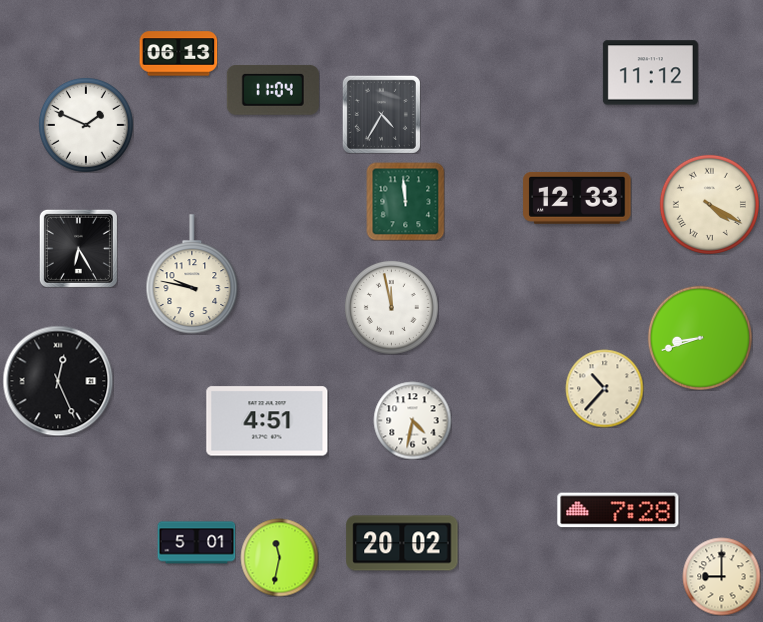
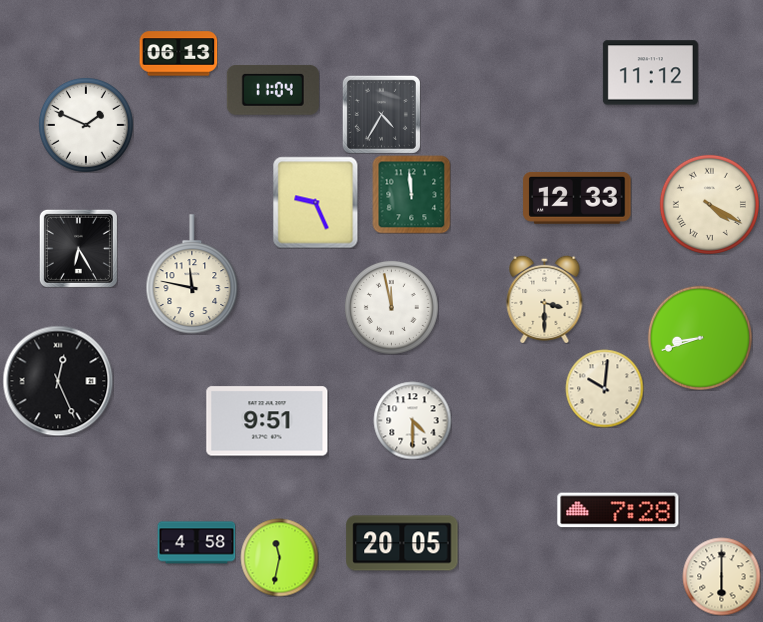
clock at (405, 201) position: (405, 201) -> (411, 194)
clock at (316, 202): none -> 9:26
clock at (192, 274): 9:47 -> 11:47
clock at (545, 299): none -> 3:30
clock at (604, 388): 10:37 -> 10:01
clock at (412, 420): 4:32 -> 4:30
clock at (267, 421): 4:51 -> 9:51
clock at (196, 543): 5:01 -> 4:58
clock at (402, 543): 20:02 -> 20:05
clock at (721, 576): 9:00 -> 6:00
